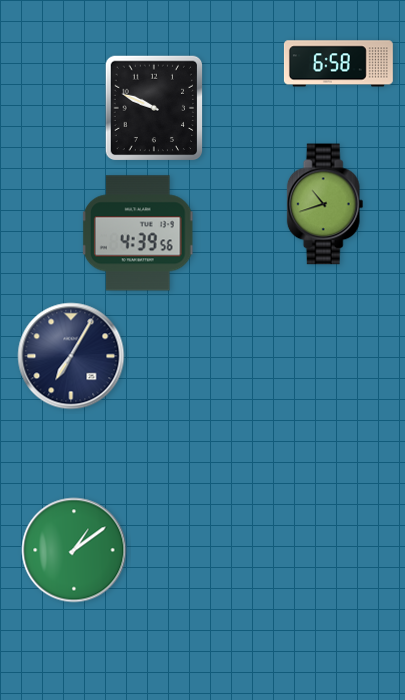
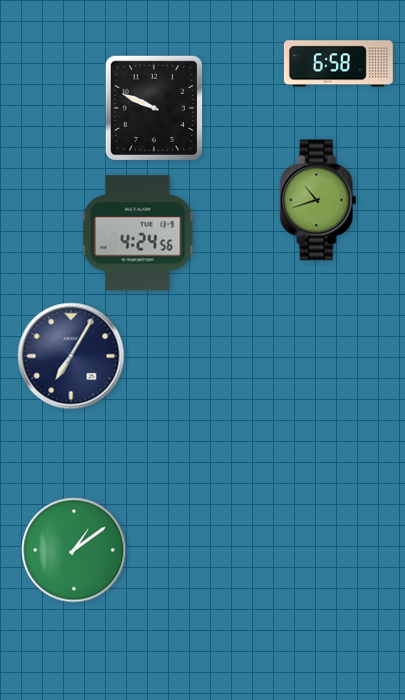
clock at (325, 204) position: (325, 204) -> (318, 200)
clock at (138, 233): 4:39 -> 4:24
